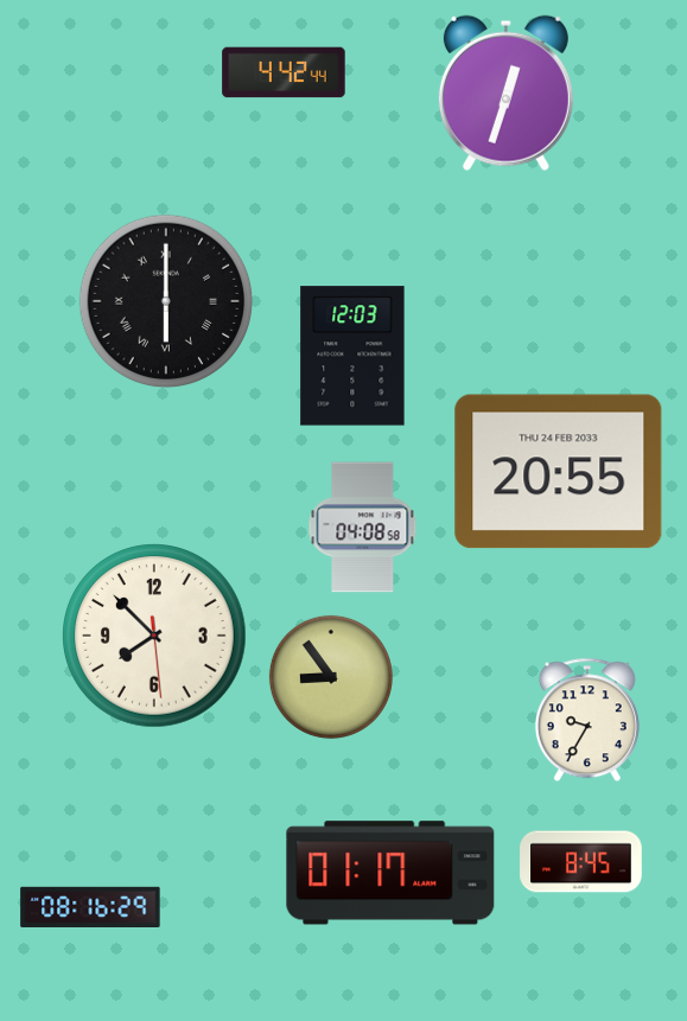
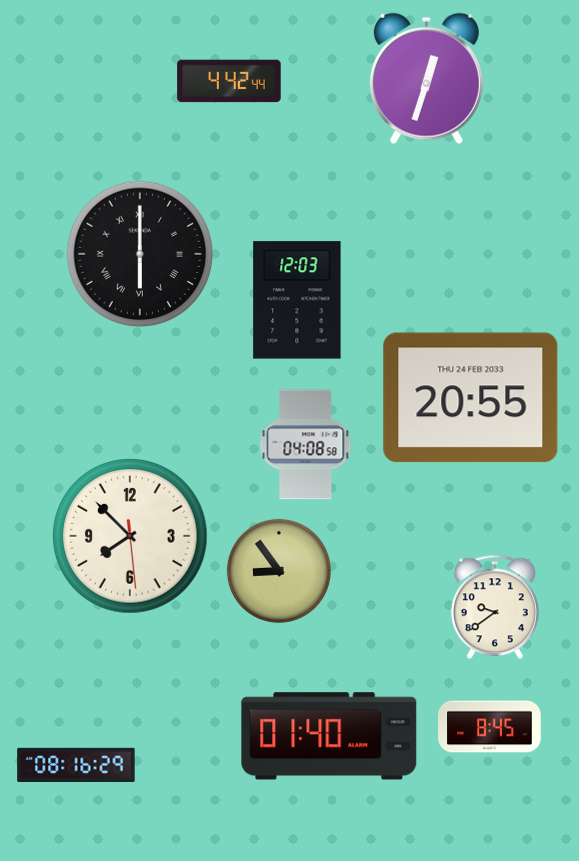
clock at (284, 72) position: (284, 72) -> (229, 81)
clock at (587, 720): 9:35 -> 9:39
clock at (390, 873): 01:17 -> 01:40
